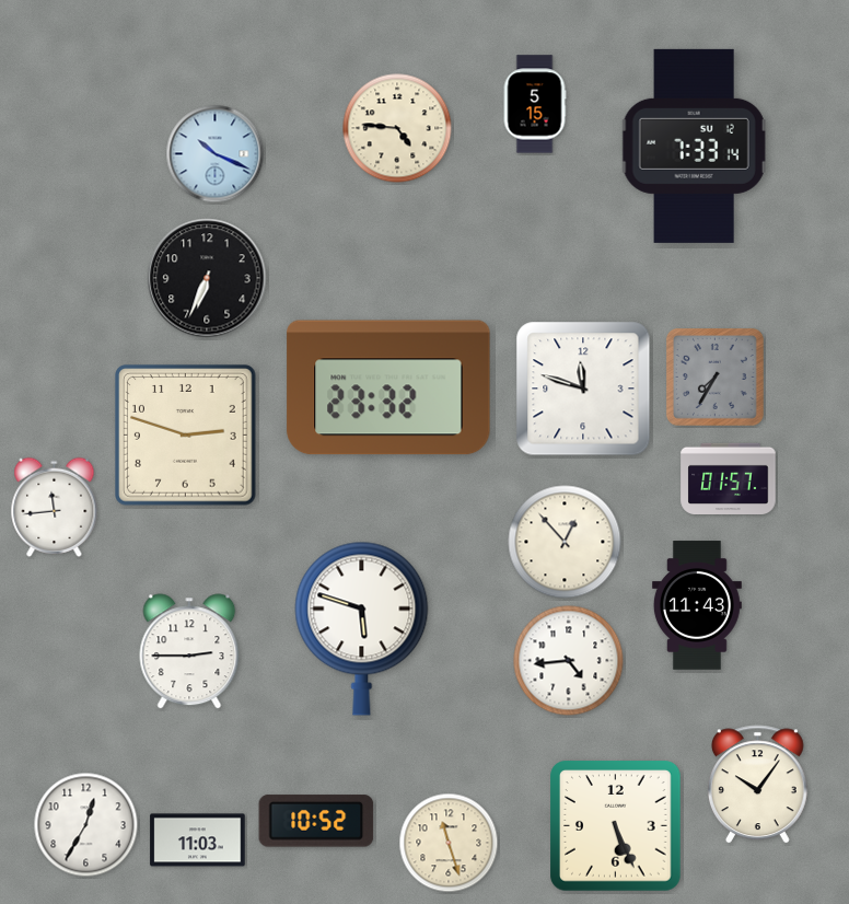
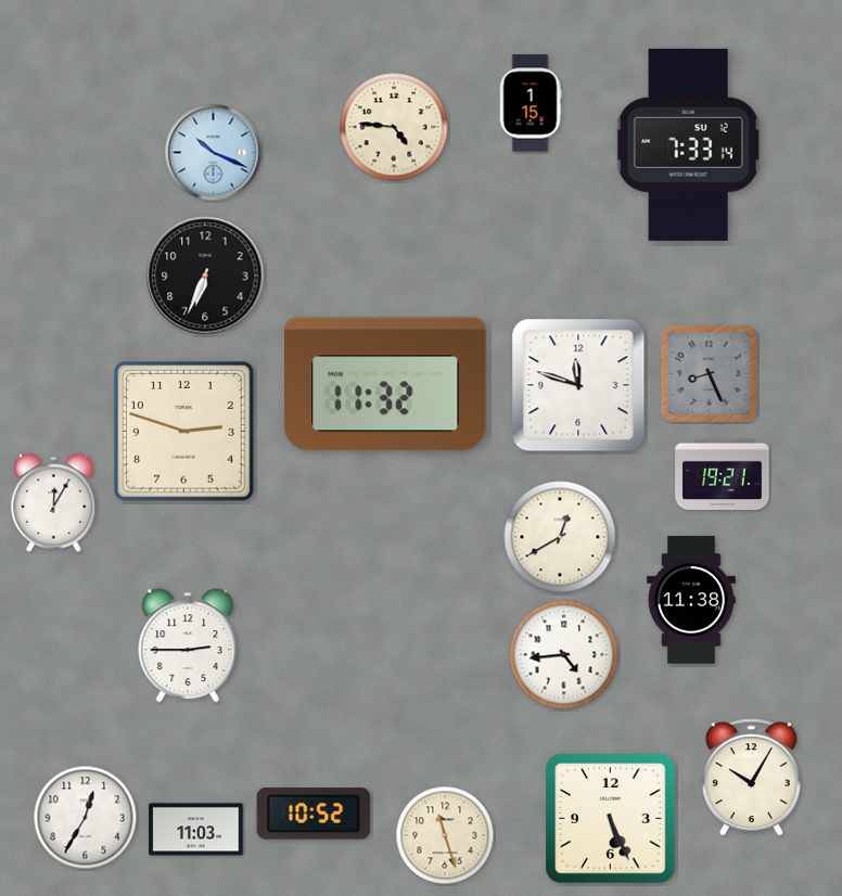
clock at (535, 104): 5:15 -> 1:15
clock at (714, 376): 7:35 -> 8:26
clock at (388, 387): 23:32 -> 11:32
clock at (729, 478): 01:57 -> 19:21
clock at (55, 507): 11:44 -> 12:05
clock at (565, 542): 12:53 -> 12:40
clock at (697, 605): 11:43 -> 11:38
clock at (362, 628): 5:48 -> none
clock at (757, 785): 10:06 -> 10:05
clock at (198, 841) position: (198, 841) -> (196, 830)
